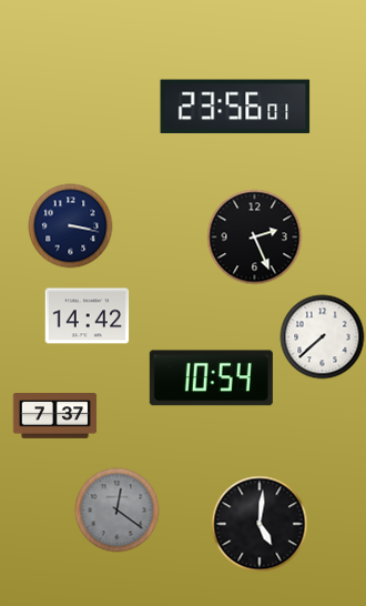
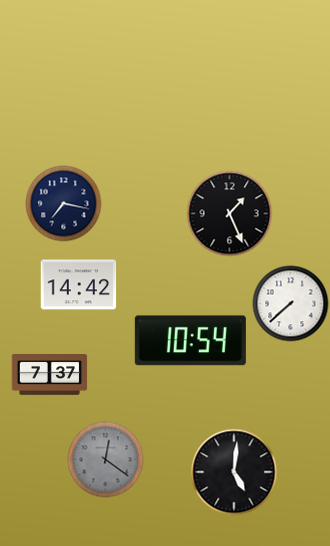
clock at (235, 107): 23:56 -> none
clock at (71, 226): 3:17 -> 7:17
clock at (255, 238): 2:26 -> 1:26
